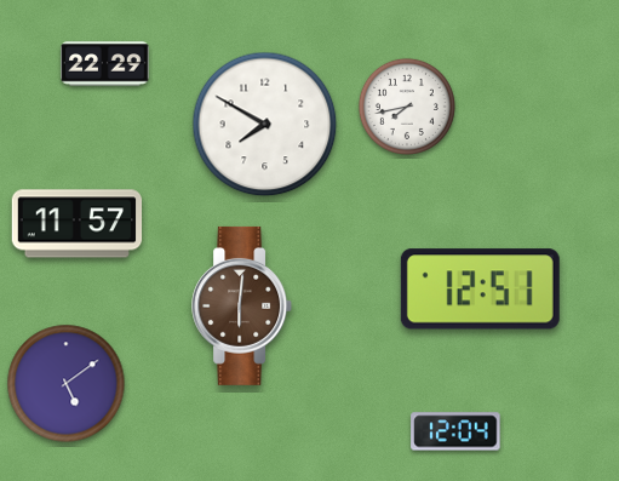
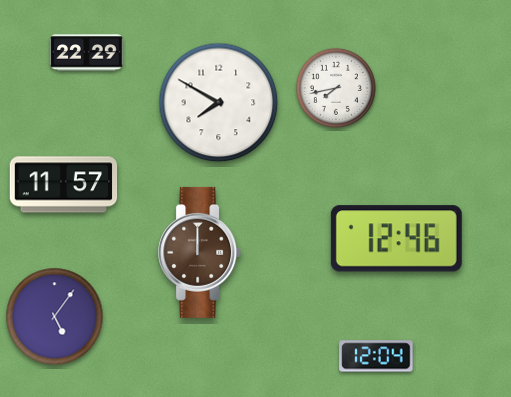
clock at (480, 290): 12:51 -> 12:46
clock at (242, 305): 6:01 -> 12:00
clock at (67, 384): 5:09 -> 5:06
